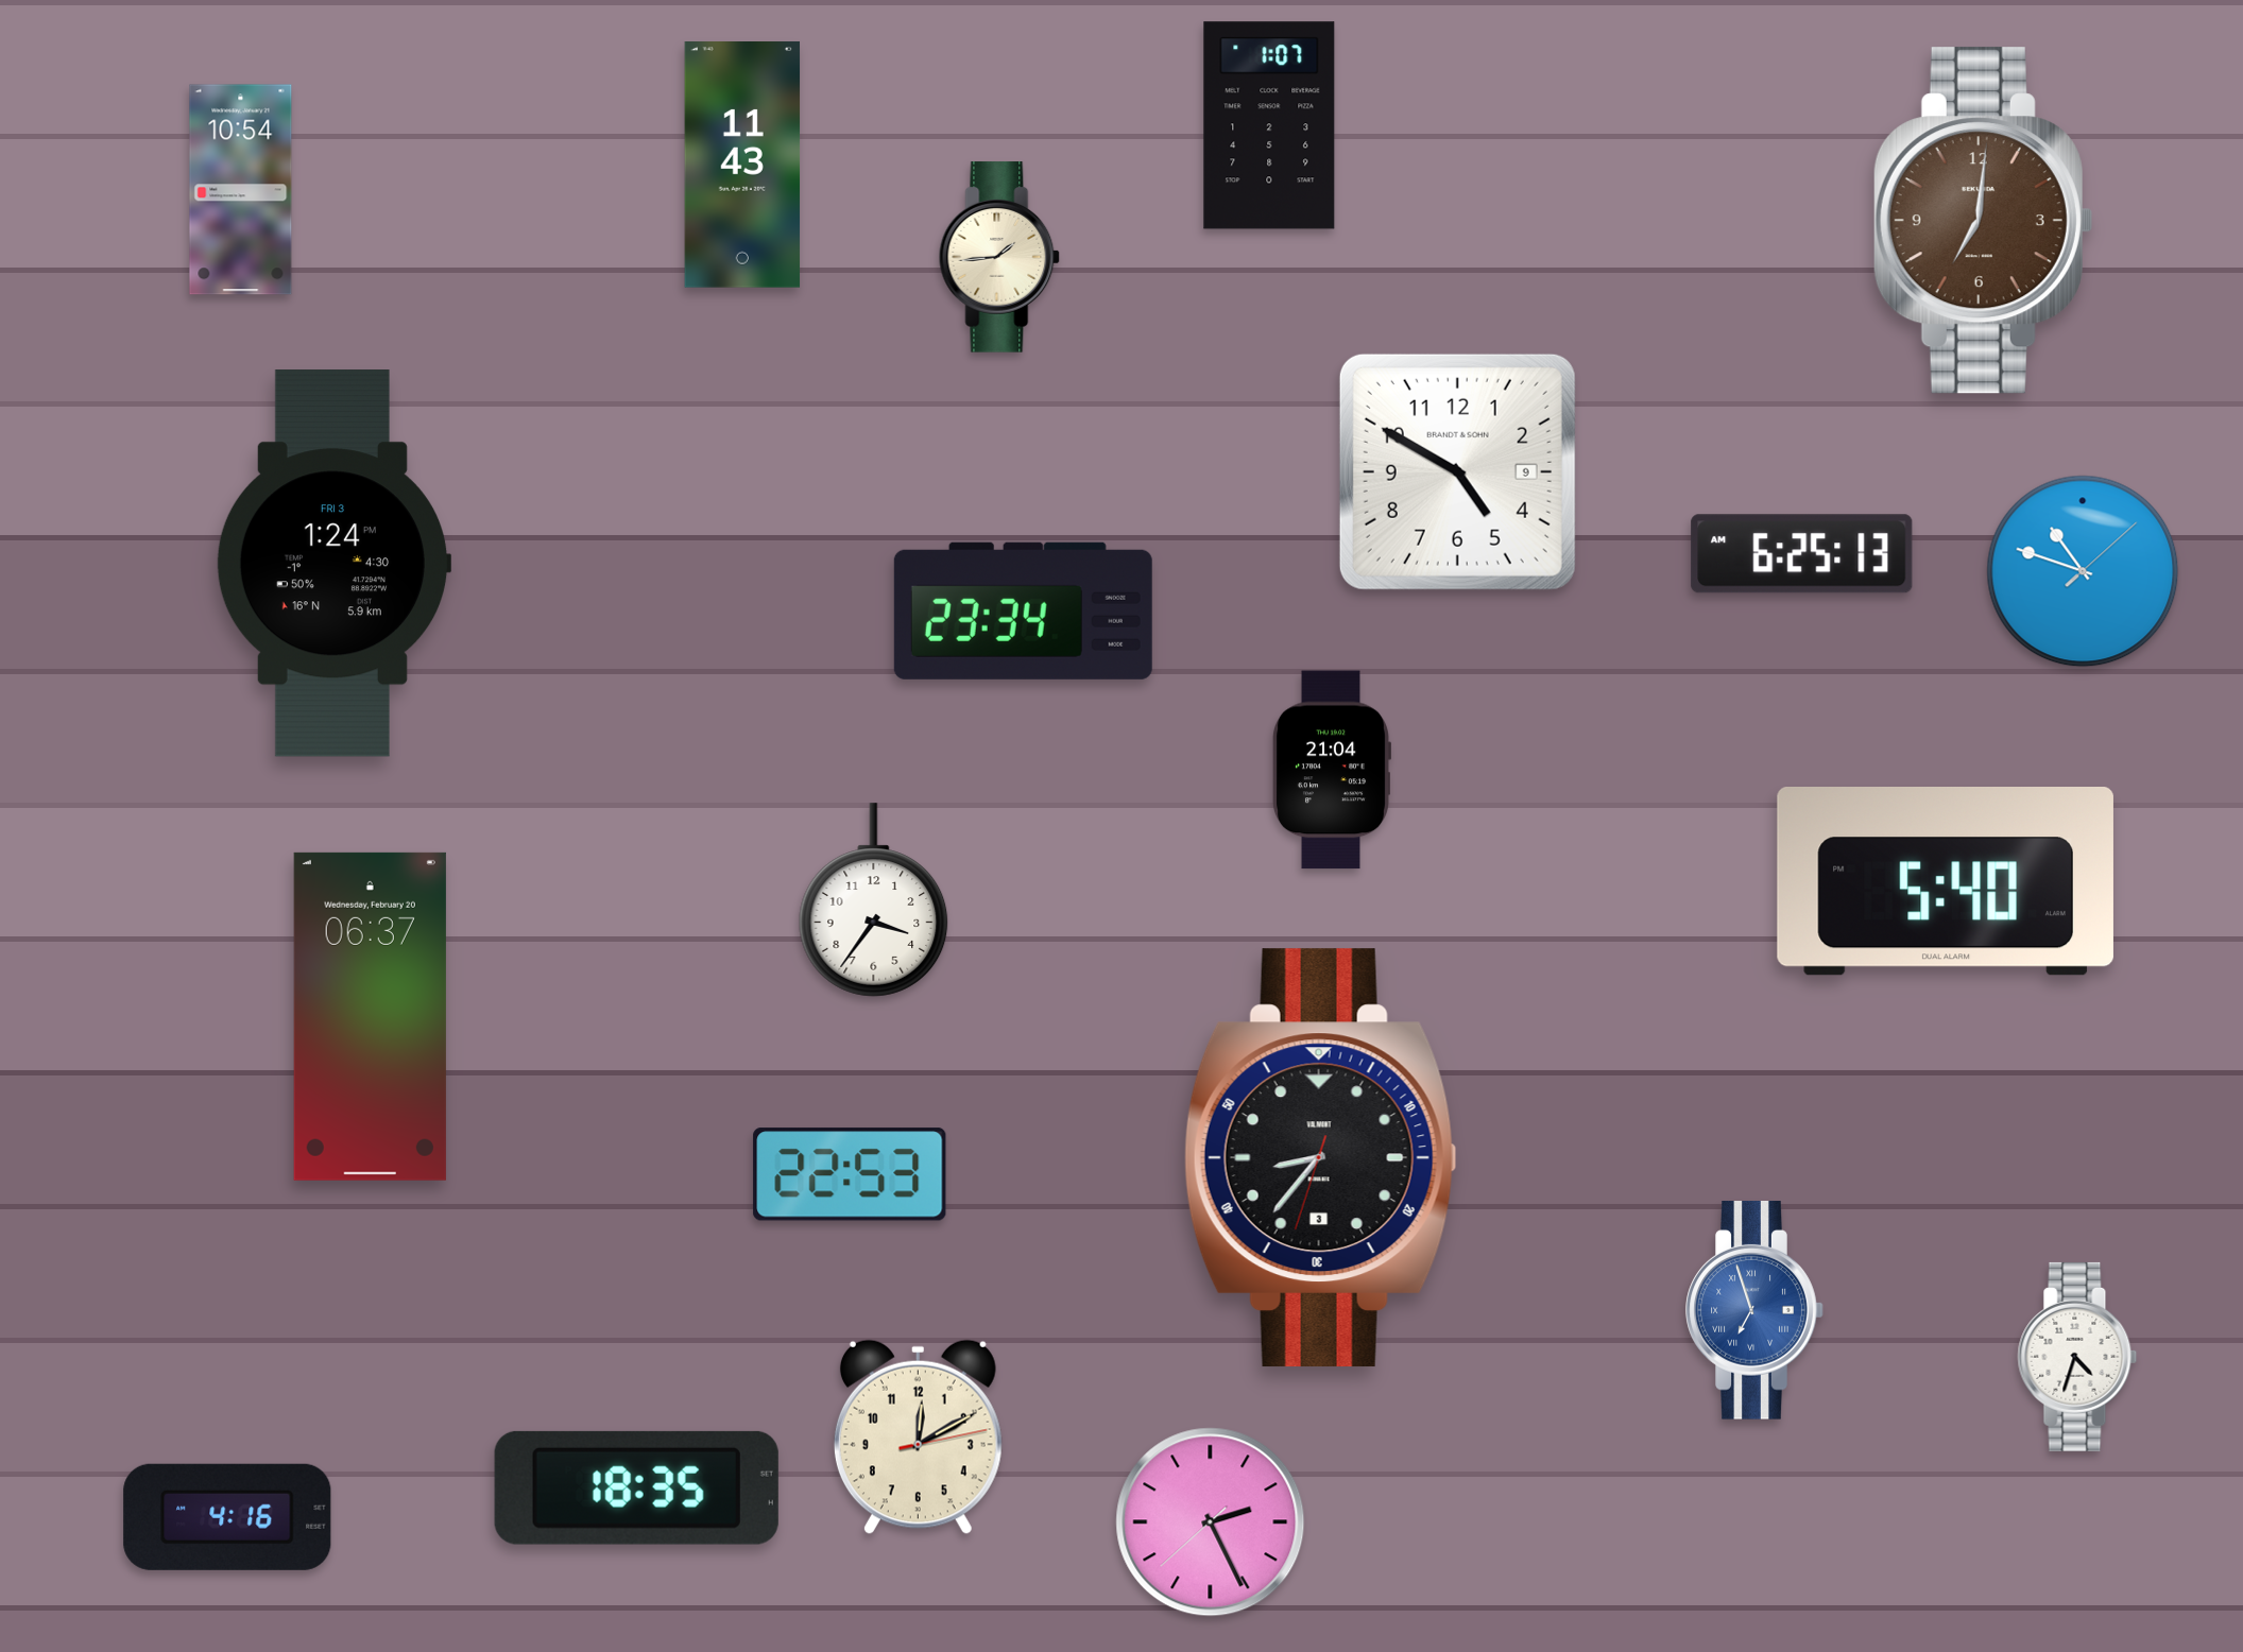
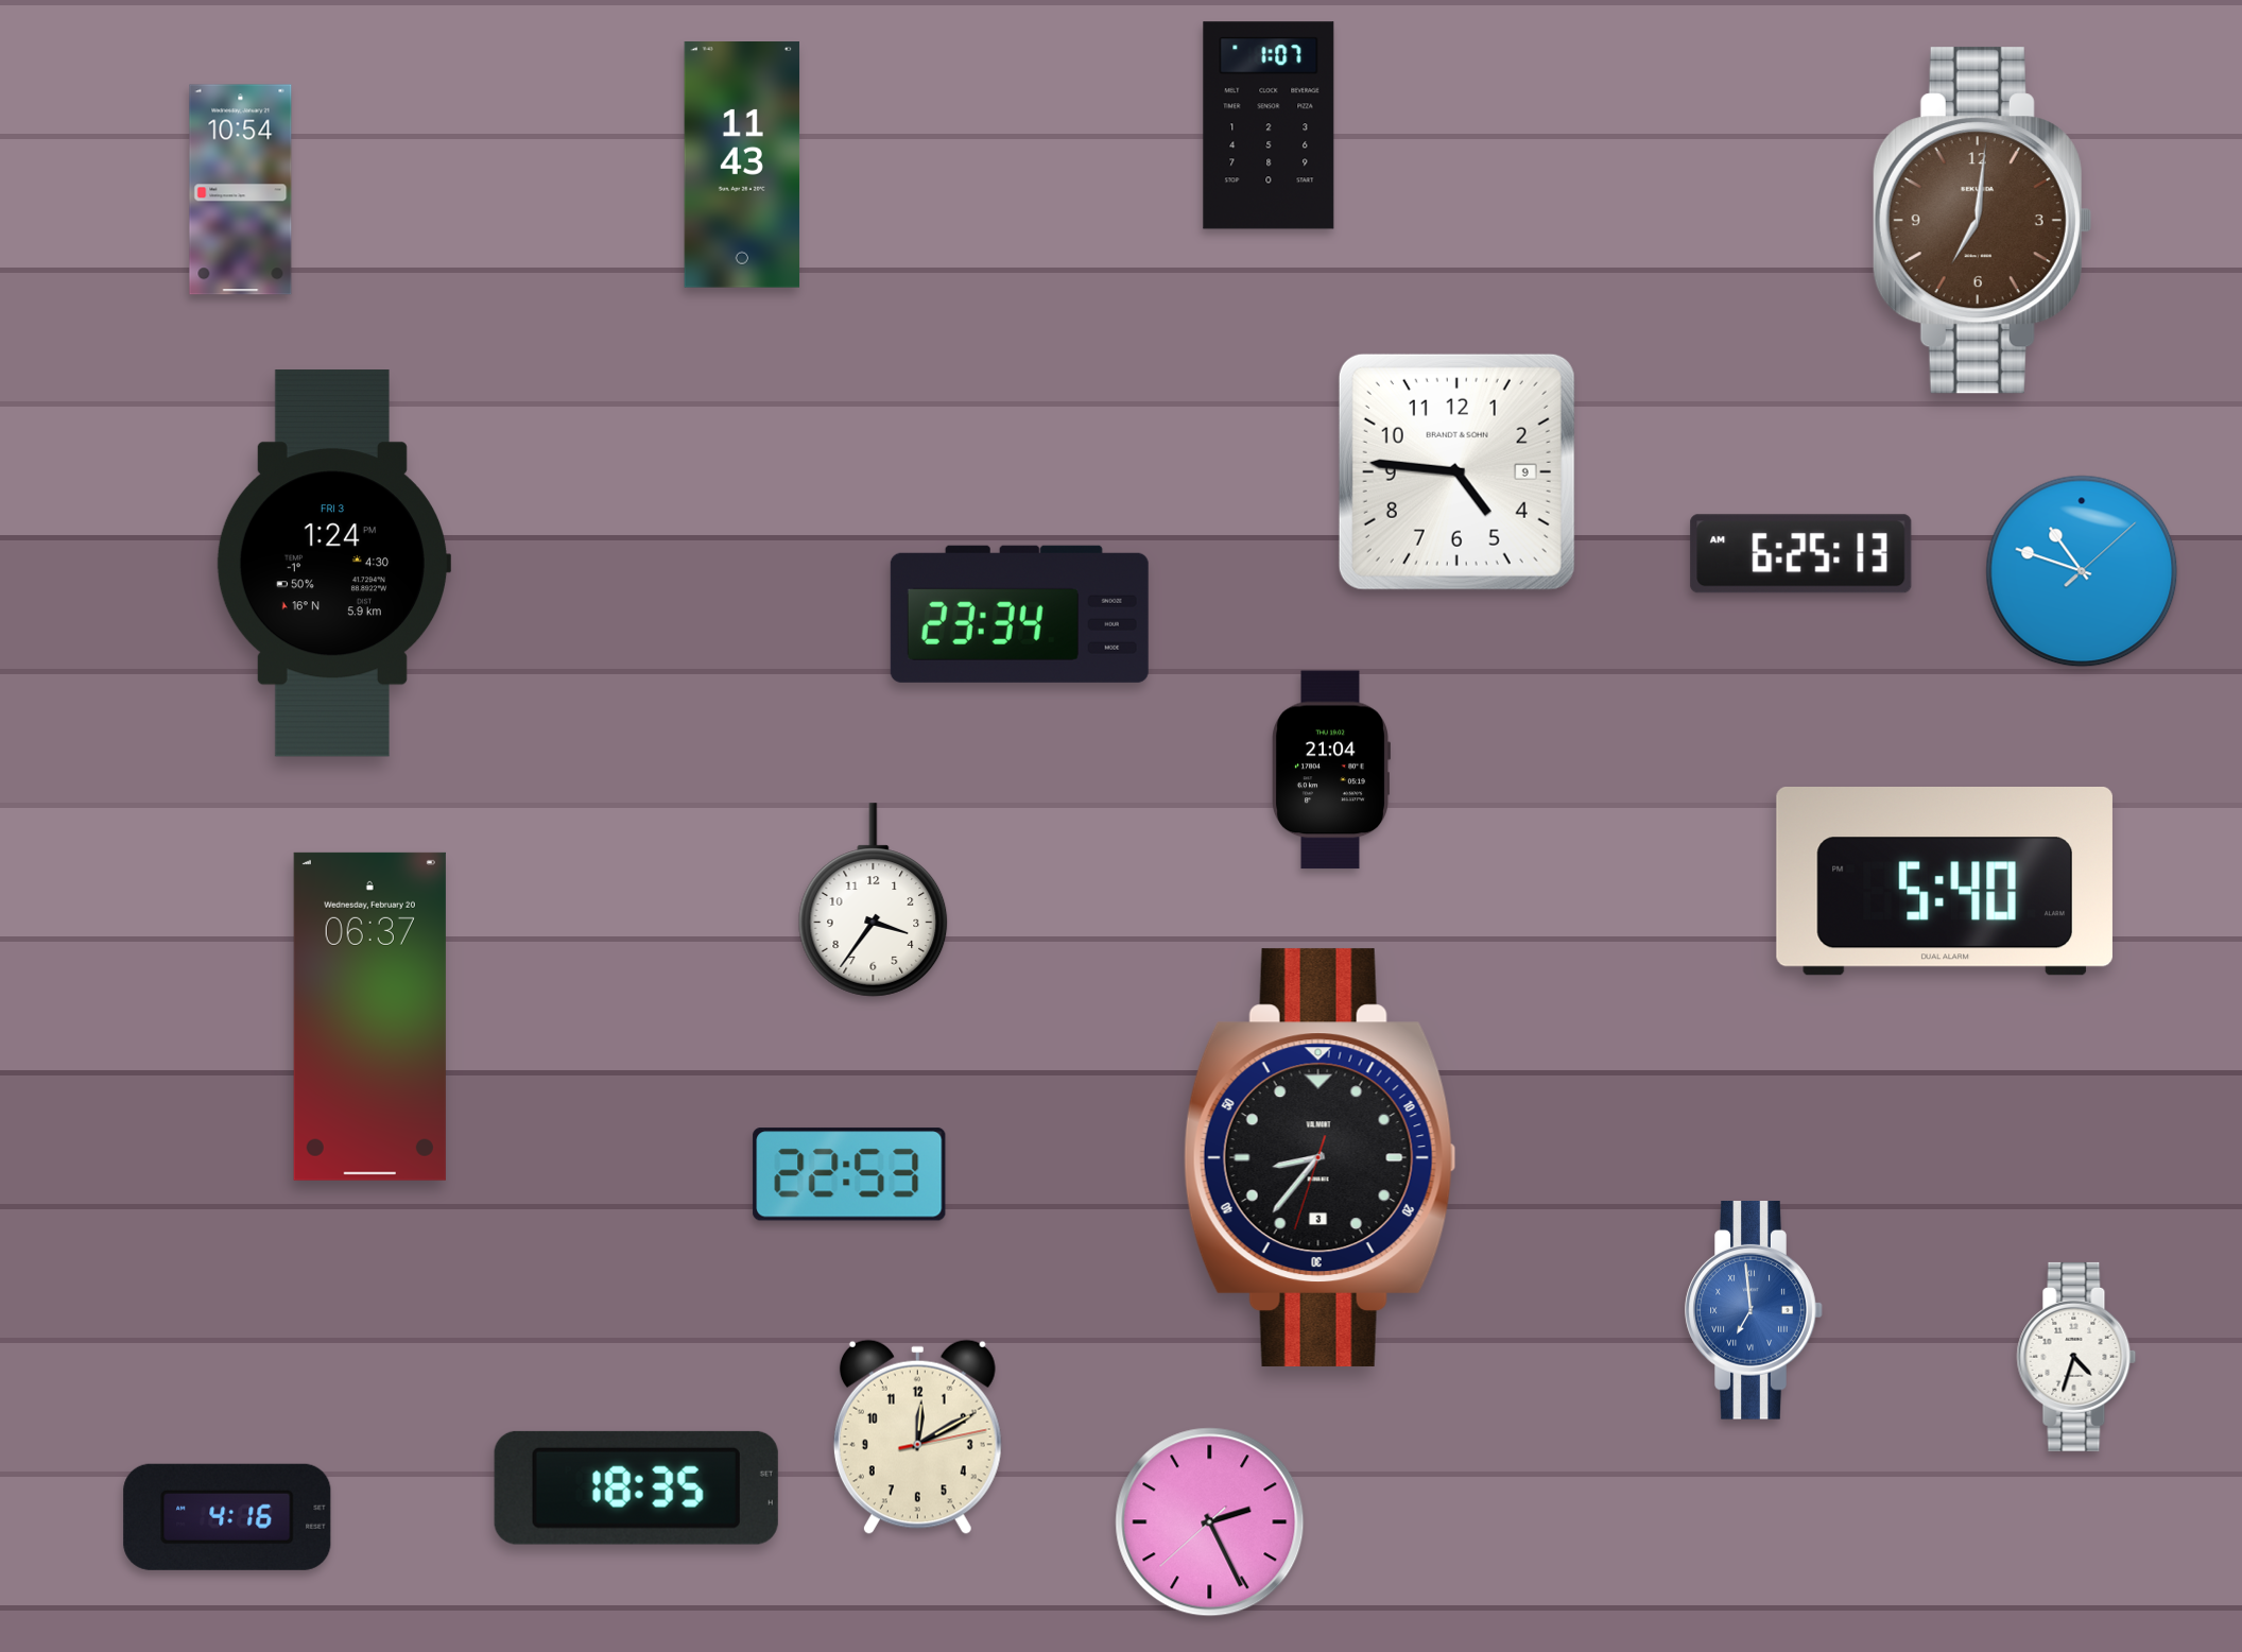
clock at (999, 257): 1:44 -> none
clock at (1457, 471): 4:50 -> 4:46
clock at (1023, 610) position: (1023, 610) -> (1019, 614)
clock at (1754, 1311): 6:57 -> 6:59
